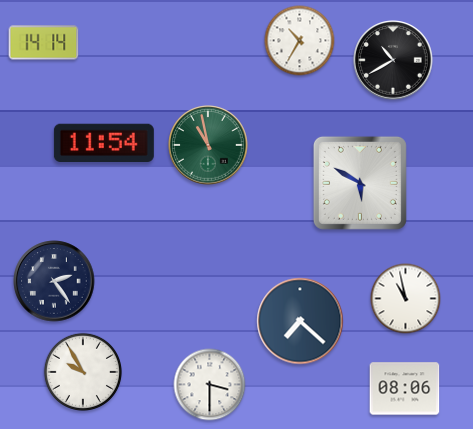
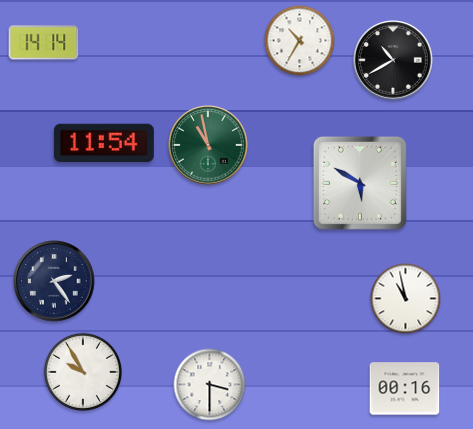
clock at (300, 321): 7:22 -> none
clock at (405, 389): 08:06 -> 00:16
